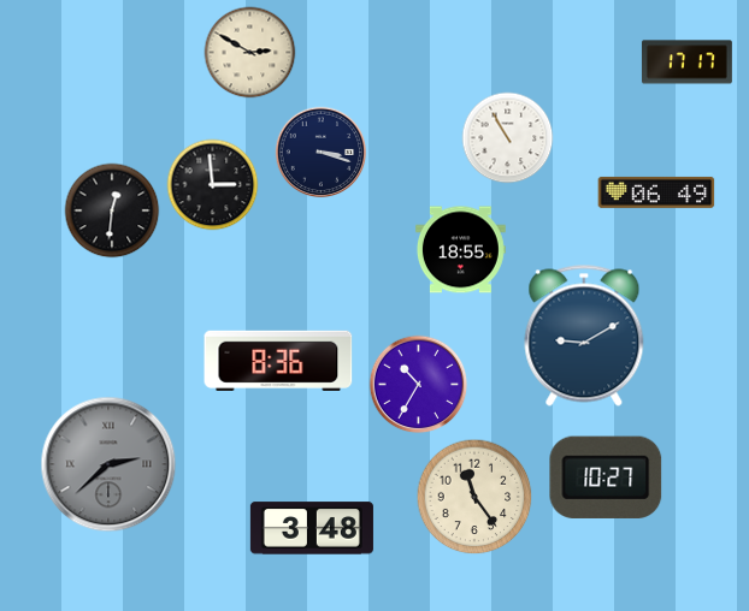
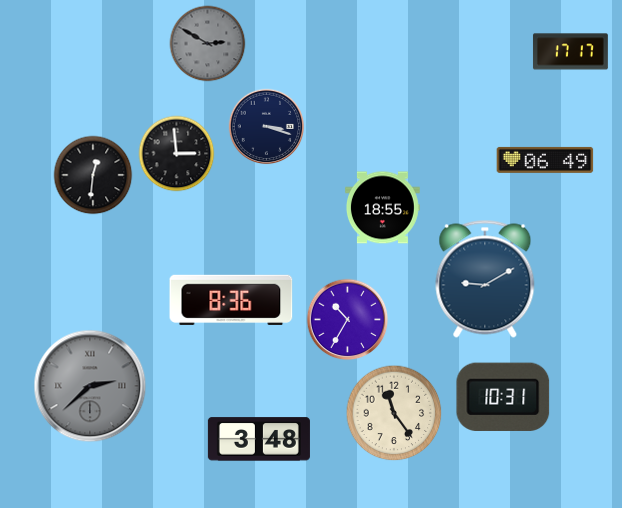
clock at (250, 53) dial: cream -> grey
clock at (508, 138): 10:55 -> none
clock at (606, 477): 10:27 -> 10:31
